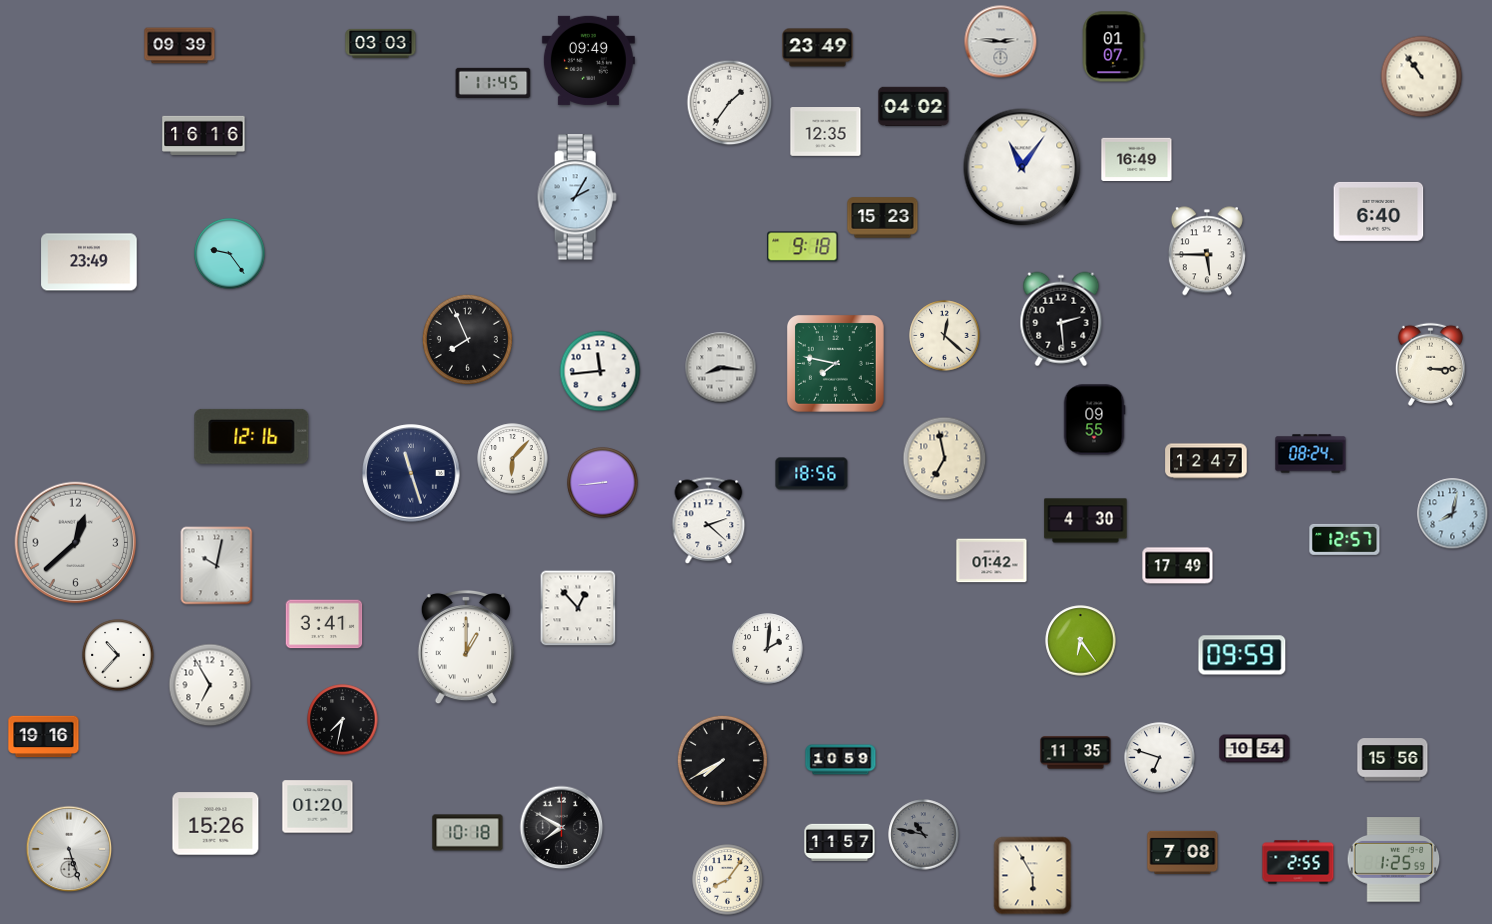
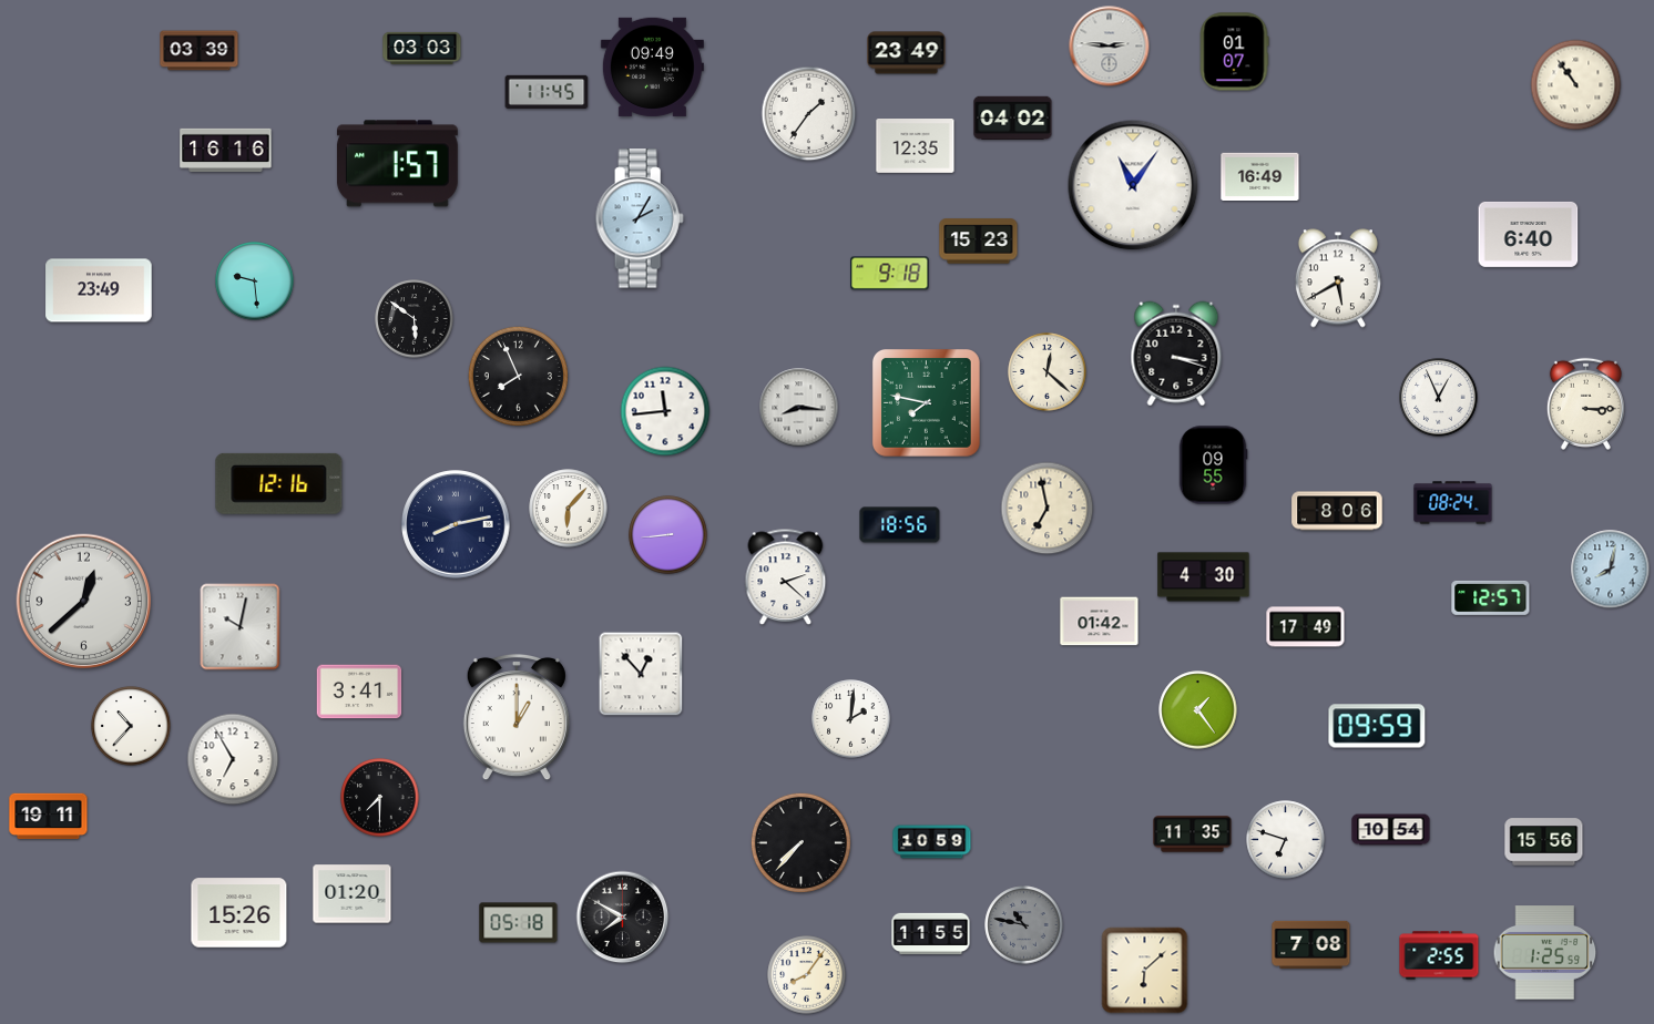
clock at (180, 46): 09:39 -> 03:39
clock at (397, 164): none -> 1:57
clock at (1207, 251): 5:45 -> 5:40
clock at (230, 254): 9:24 -> 9:29
clock at (415, 319): none -> 5:51
clock at (1061, 319): 2:29 -> 3:18
clock at (1439, 398): none -> 12:56
clock at (1206, 461): 12:47 -> 8:06
clock at (411, 473): 11:27 -> 8:13
clock at (1081, 641): 6:24 -> 1:24
clock at (343, 720): 7:32 -> 7:30
clock at (44, 737): 19:16 -> 19:11
clock at (722, 760): 7:40 -> 7:37
clock at (468, 833): 10:18 -> 05:18
clock at (840, 843): 11:57 -> 11:55
clock at (69, 849): 5:27 -> none
clock at (1033, 876): 5:55 -> 6:08
